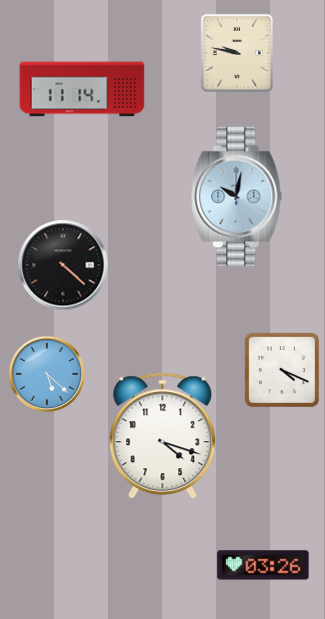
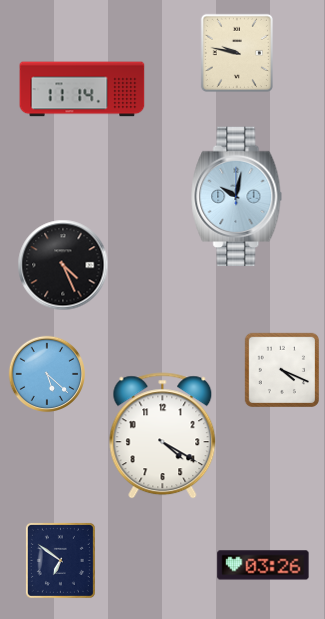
clock at (63, 265): 4:22 -> 4:26
clock at (163, 436): 4:18 -> 4:20
clock at (60, 560): none -> 6:51
